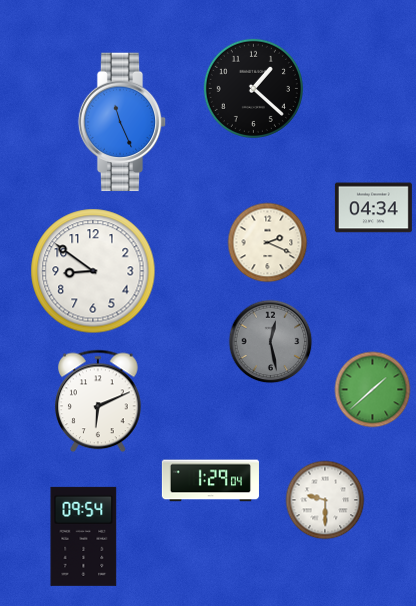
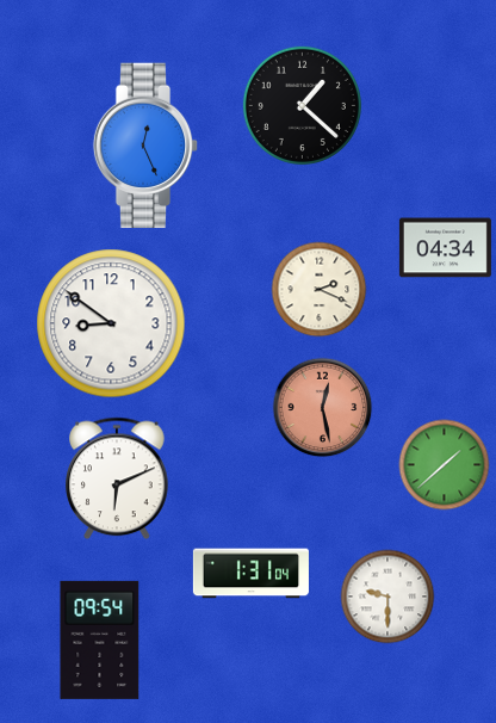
clock at (122, 122): 11:26 -> 12:26
clock at (271, 342) dial: grey -> salmon
clock at (210, 481): 1:29 -> 1:31
